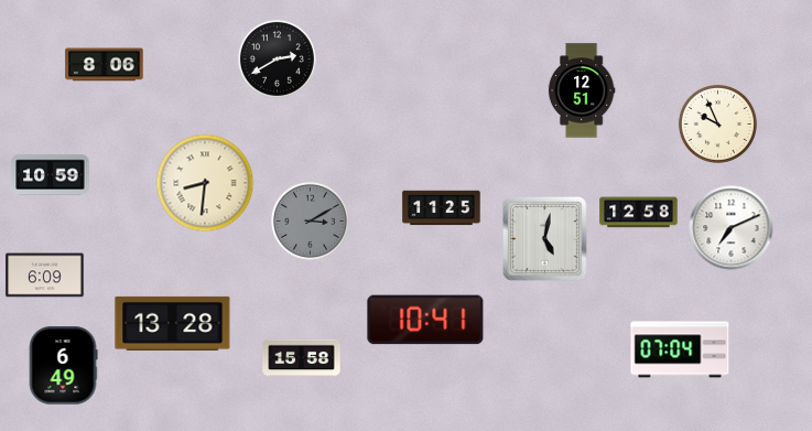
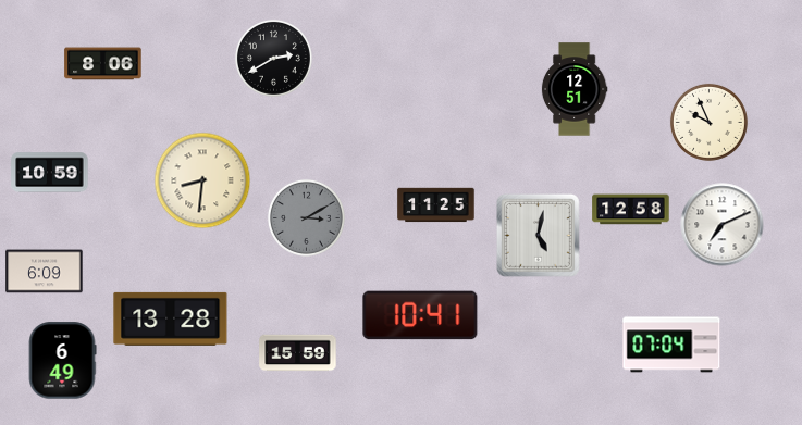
clock at (302, 358): 15:58 -> 15:59
